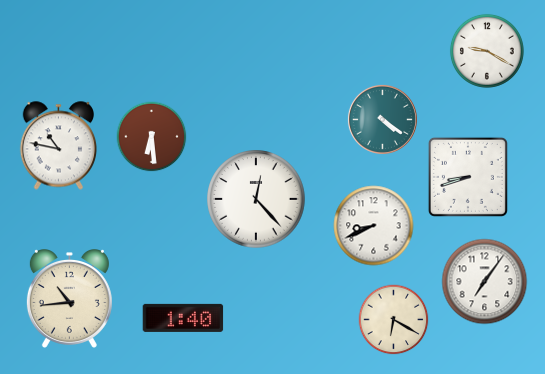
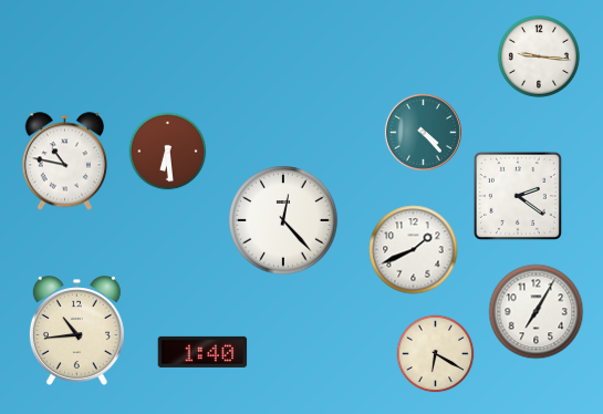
clock at (487, 51): 9:20 -> 9:16
clock at (382, 119): 4:21 -> 4:23
clock at (468, 177): 8:42 -> 2:21
clock at (374, 226): 8:41 -> 1:41
clock at (485, 282): 7:06 -> 7:05
